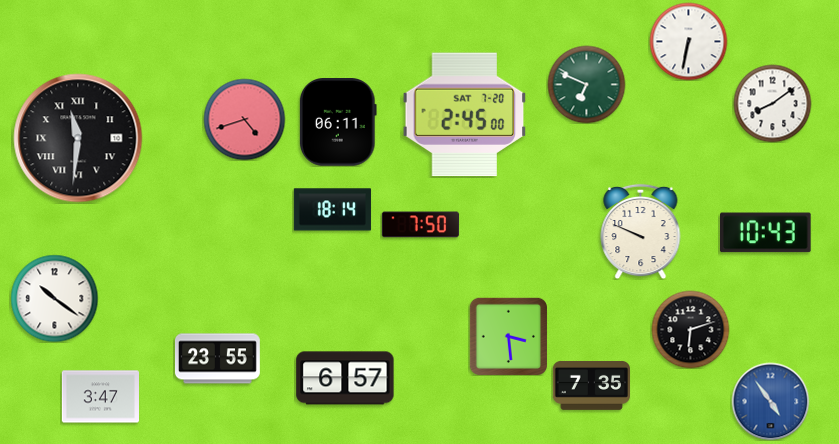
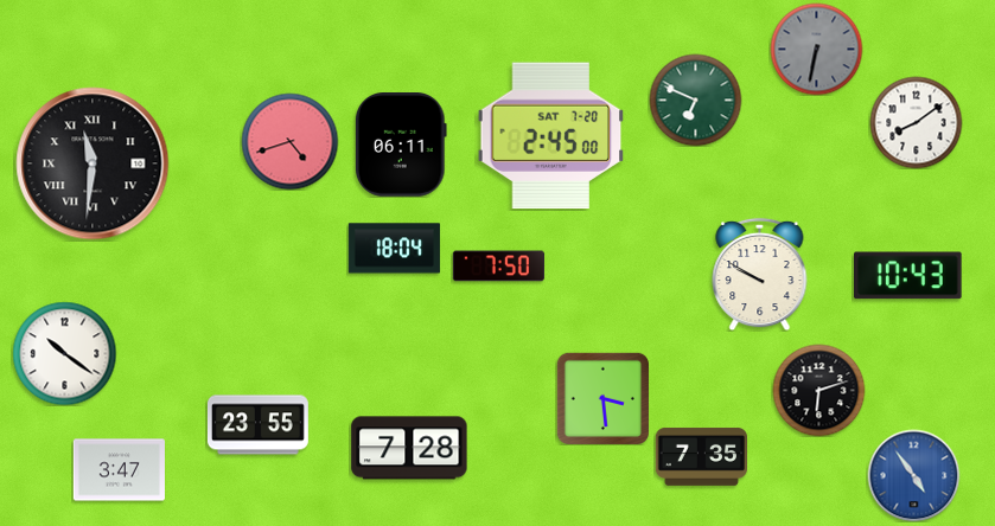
clock at (688, 41) dial: white -> grey
clock at (332, 210): 18:14 -> 18:04
clock at (641, 231): 9:49 -> 9:50
clock at (345, 378): 6:57 -> 7:28
